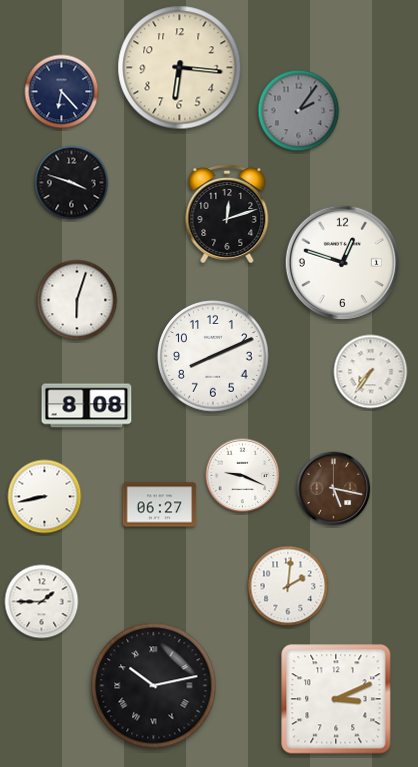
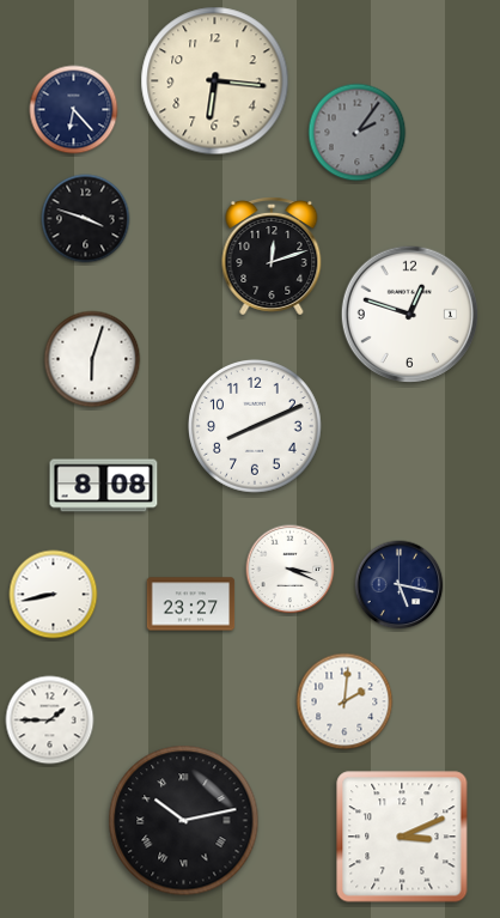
clock at (371, 372): 7:36 -> none
clock at (243, 476): 9:19 -> 3:19
clock at (334, 489) dial: brown -> navy
clock at (160, 505): 06:27 -> 23:27
